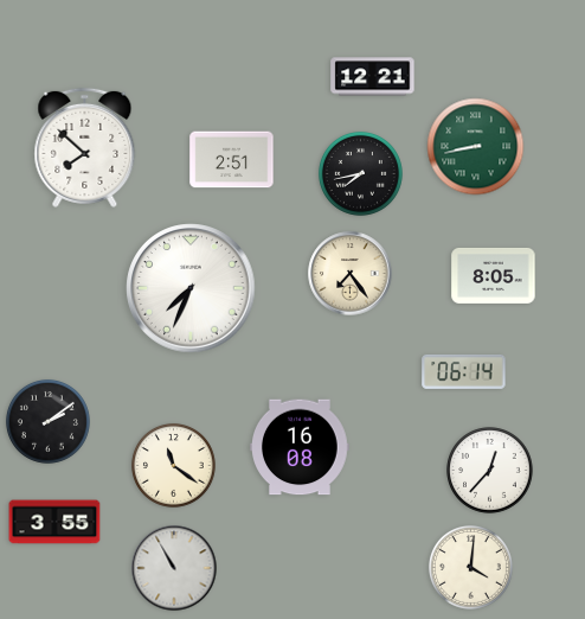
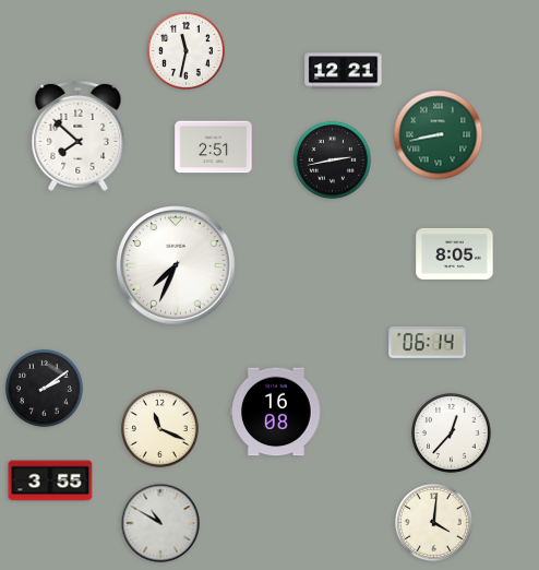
clock at (185, 50): none -> 11:32
clock at (360, 173): 7:43 -> 2:43
clock at (351, 274): 7:24 -> none
clock at (173, 465): 11:21 -> 11:19
clock at (174, 568): 10:55 -> 10:50
